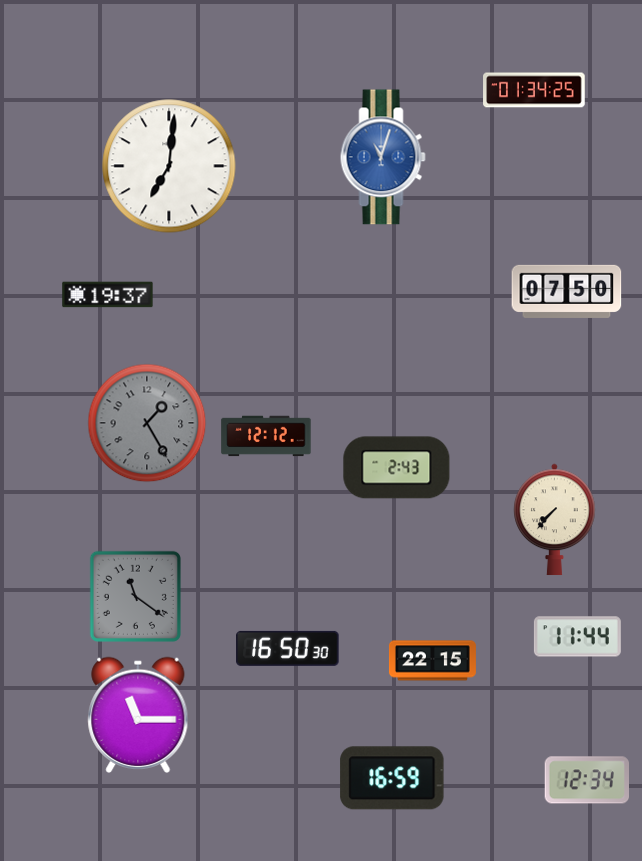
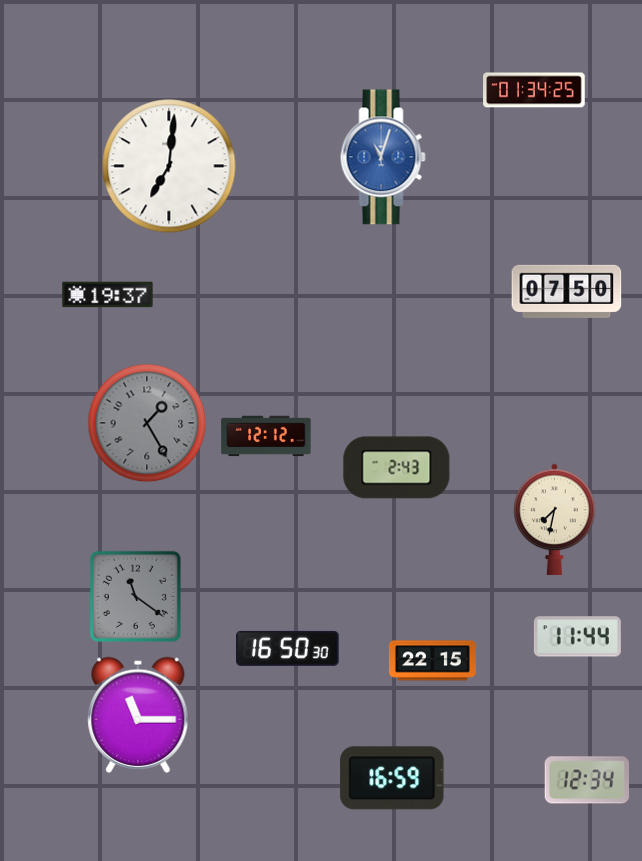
clock at (555, 520): 7:37 -> 7:32
